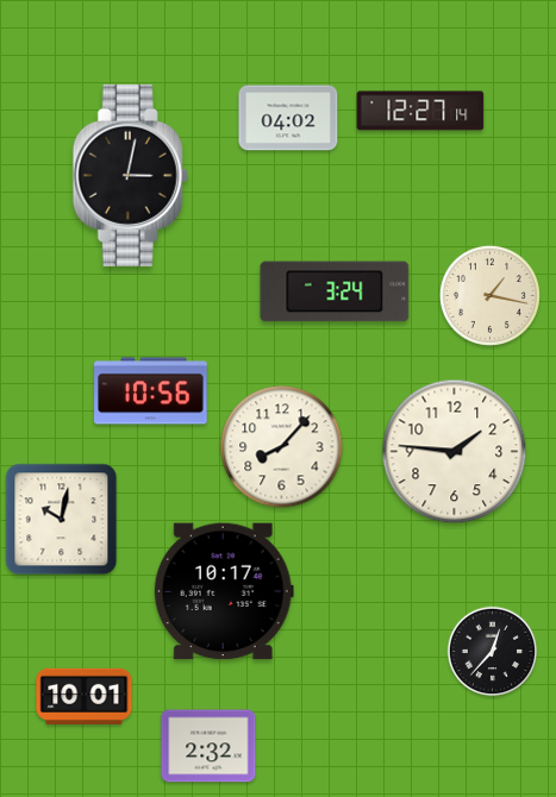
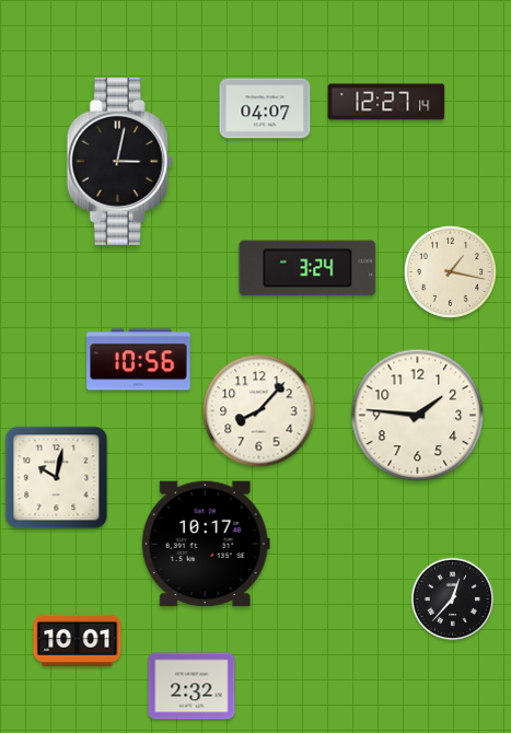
clock at (288, 118): 04:02 -> 04:07
